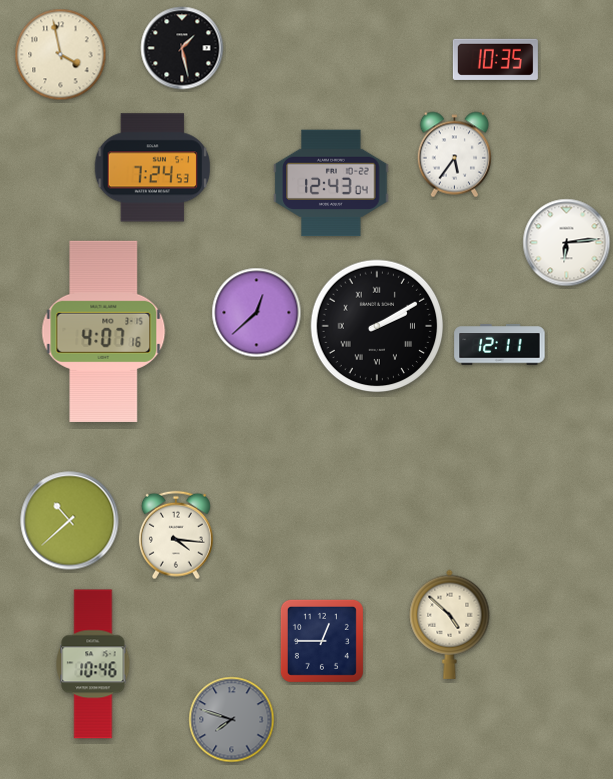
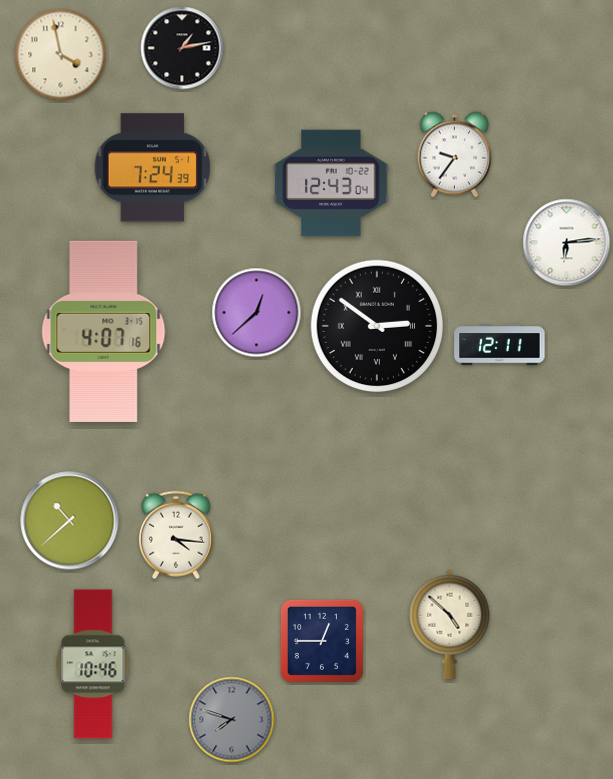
clock at (182, 48): 1:28 -> 1:13
clock at (495, 59): 10:35 -> none
clock at (454, 155): 5:36 -> 9:36
clock at (153, 168): 7:24:53 -> 7:24:39
clock at (377, 326): 2:10 -> 2:51
